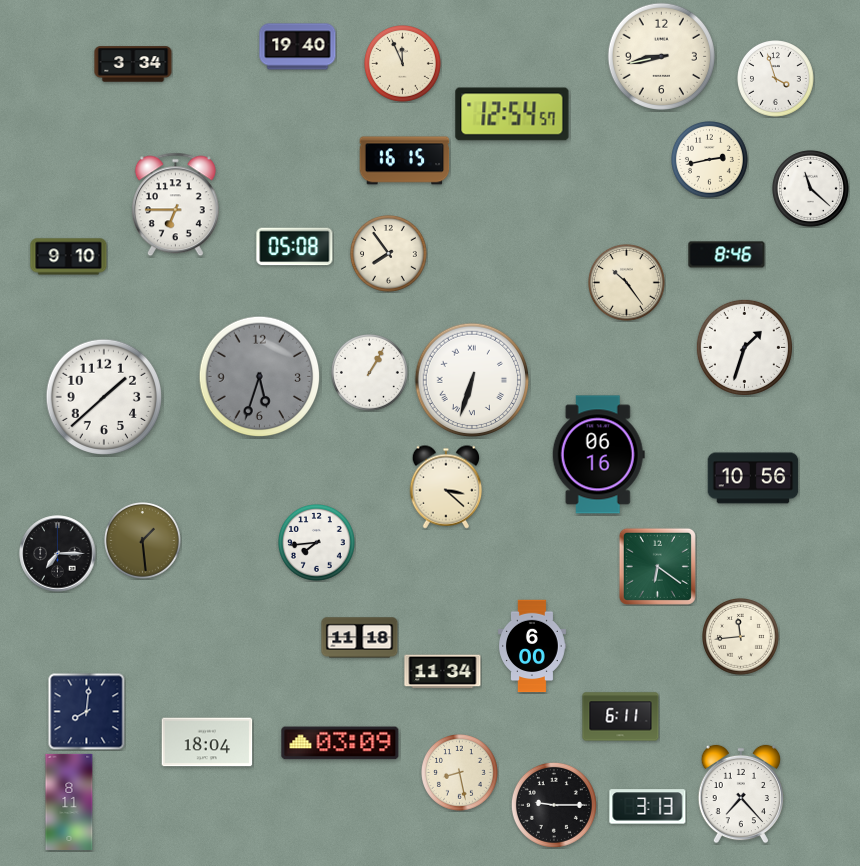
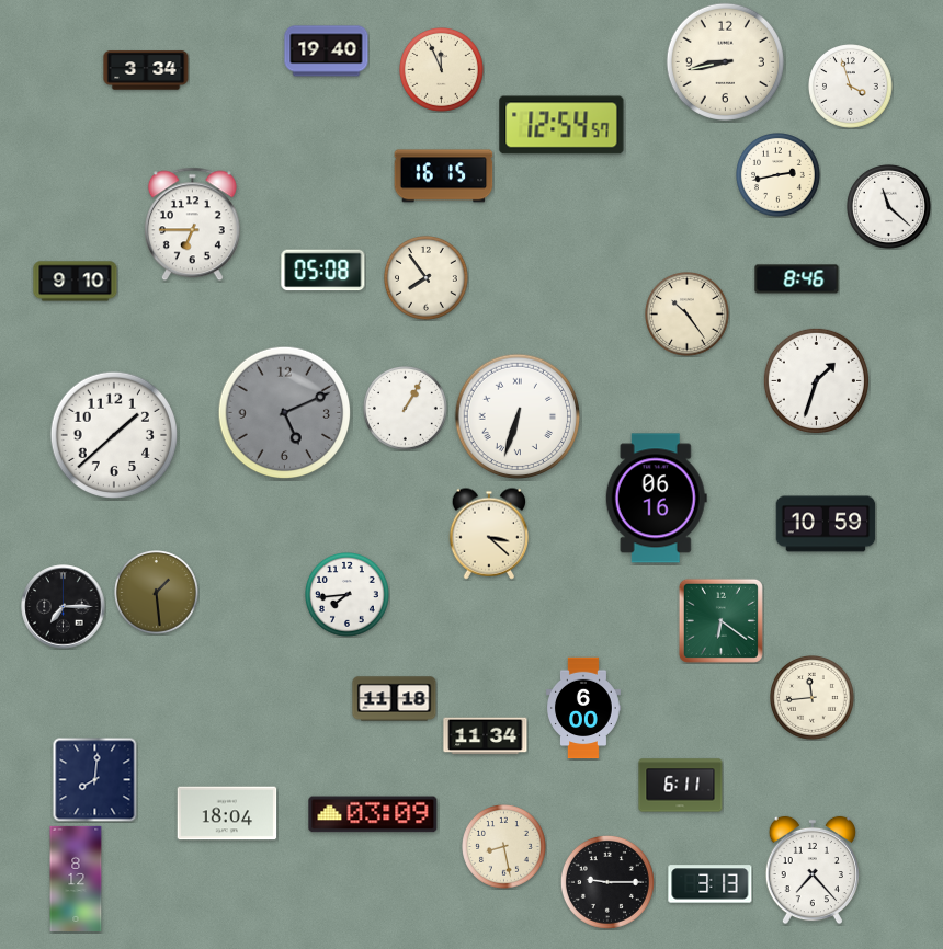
clock at (627, 283) position: (627, 283) -> (688, 315)
clock at (260, 377): 5:33 -> 5:11
clock at (753, 478): 10:56 -> 10:59
clock at (69, 802): 8:11 -> 8:12
